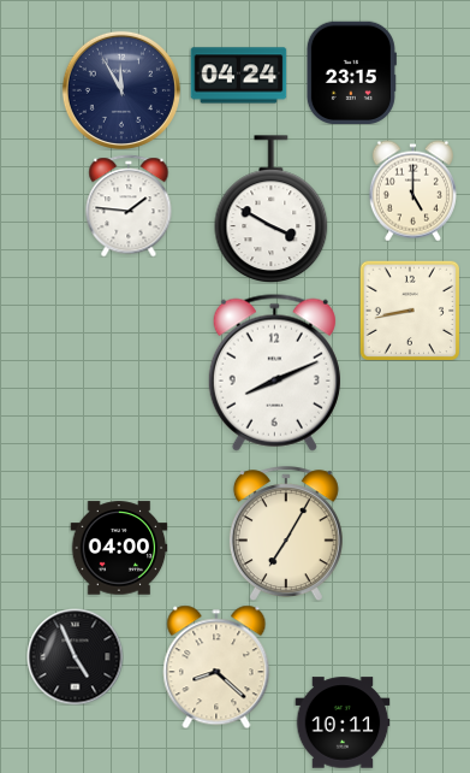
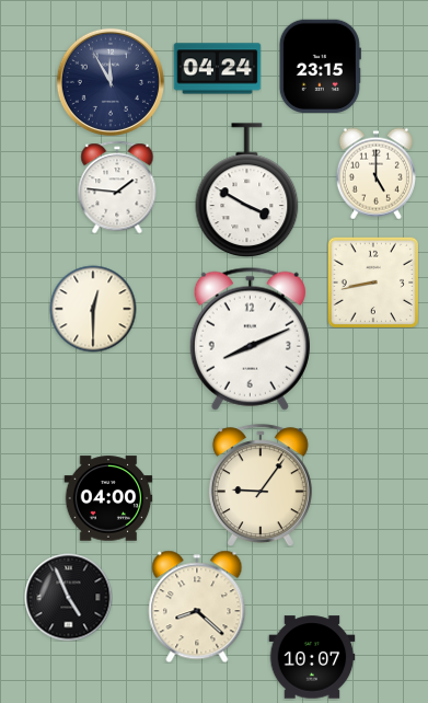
clock at (93, 309): none -> 12:30
clock at (286, 533): 7:05 -> 9:06
clock at (343, 722): 10:11 -> 10:07
